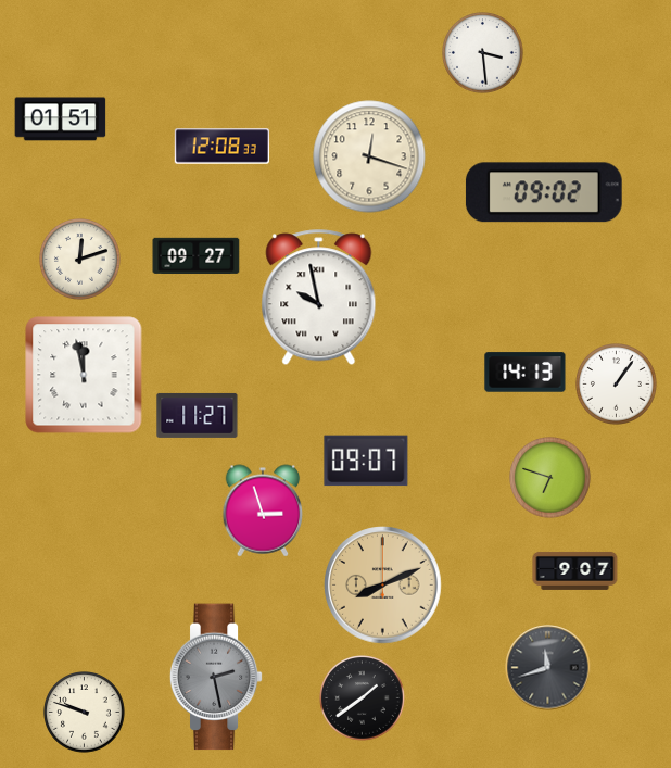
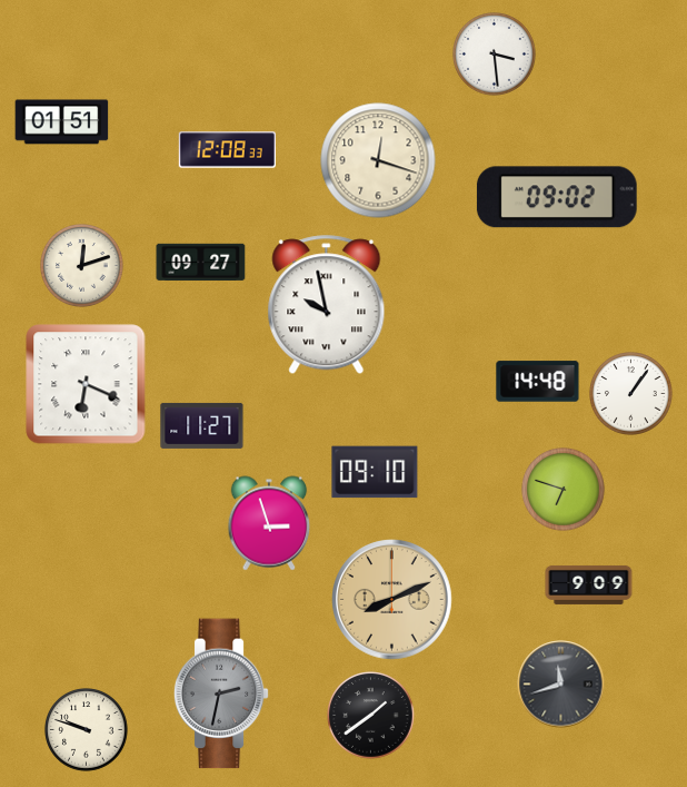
clock at (526, 373): 14:13 -> 14:48
clock at (84, 375): 11:58 -> 6:19
clock at (366, 461): 09:07 -> 09:10
clock at (575, 570): 9:07 -> 9:09
clock at (216, 677): 2:28 -> 2:32
